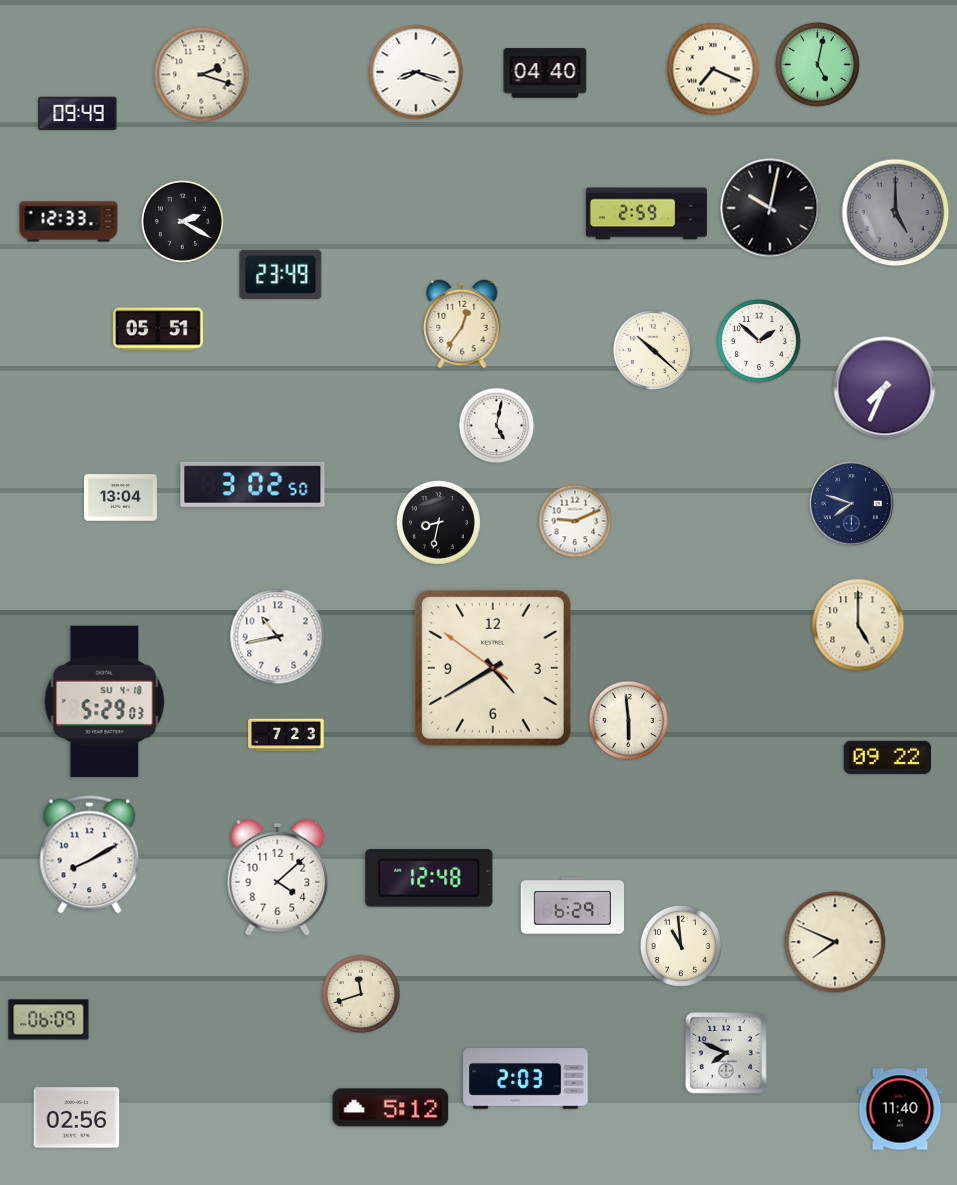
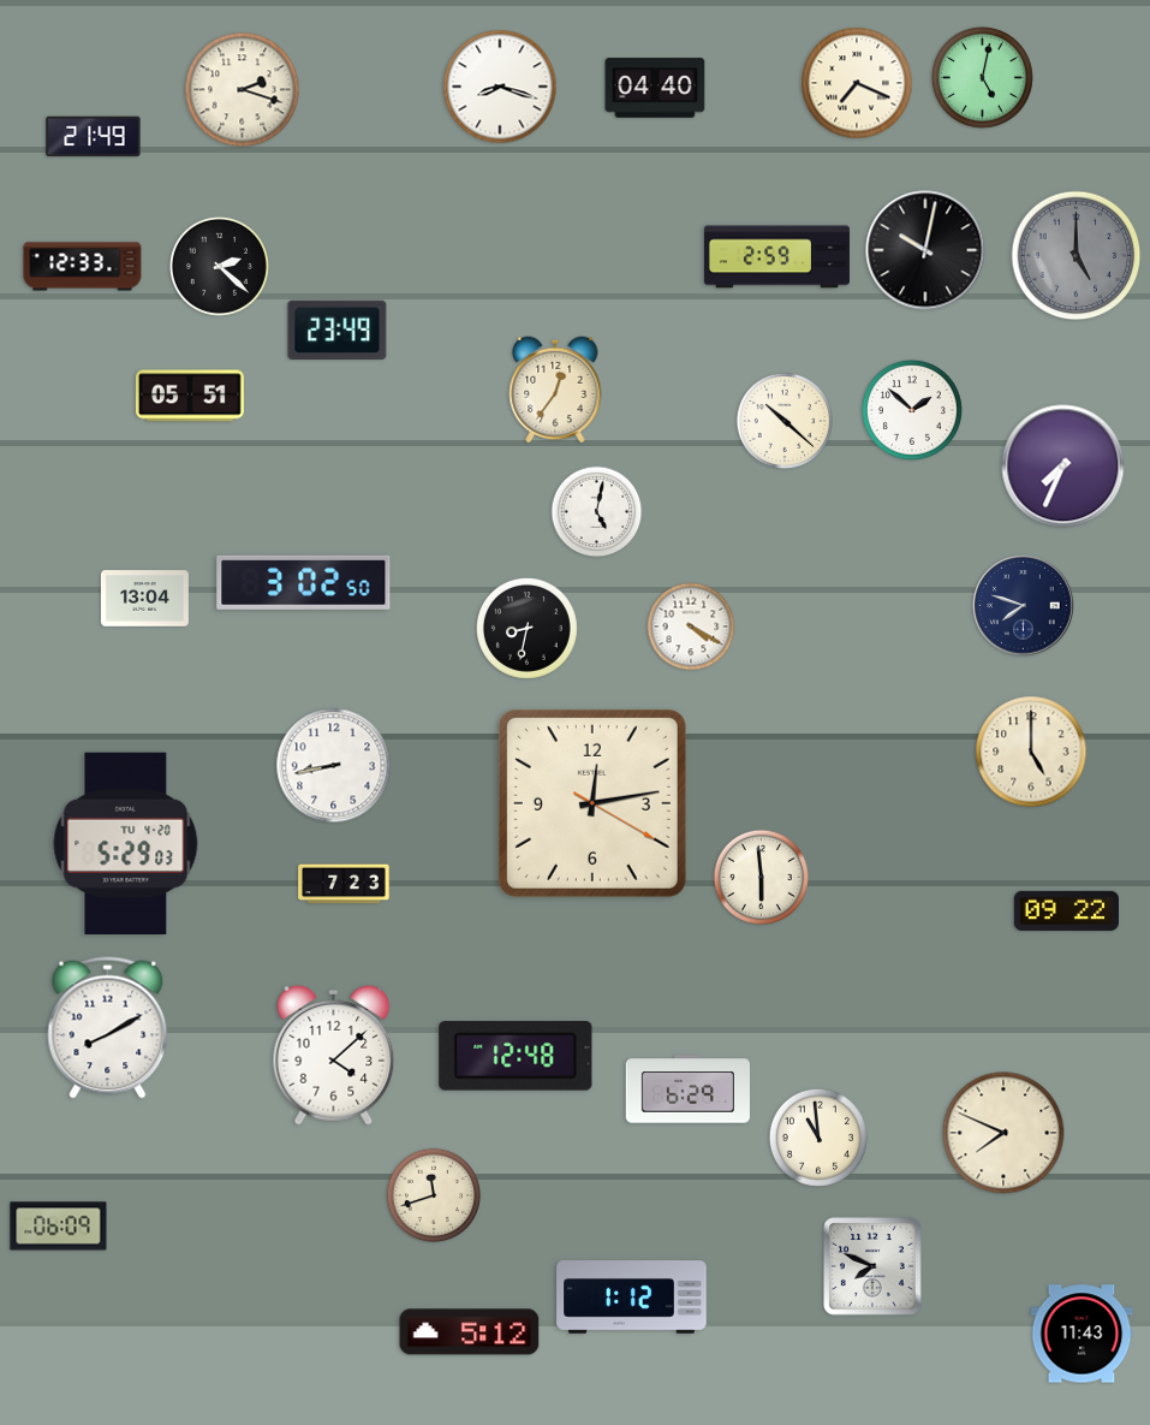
clock at (78, 114): 09:49 -> 21:49
clock at (182, 221): 2:20 -> 2:22
clock at (575, 521): 9:11 -> 4:20
clock at (278, 637): 10:43 -> 8:43
clock at (493, 668): 4:39 -> 12:13
clock at (105, 701) date: SU 4-18 -> TU 4-20
clock at (628, 720) position: (628, 720) -> (761, 877)
clock at (526, 1079): 2:03 -> 1:12
clock at (900, 1109): 11:40 -> 11:43
clock at (77, 1118): 02:56 -> none
